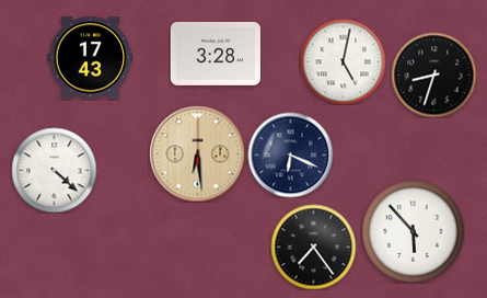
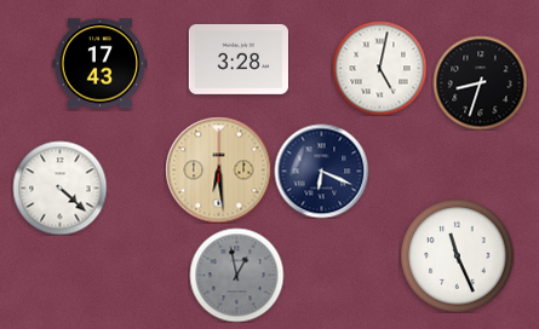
clock at (413, 231): 5:53 -> 11:26
clock at (313, 247): 7:24 -> none
clock at (236, 275): none -> 12:58
